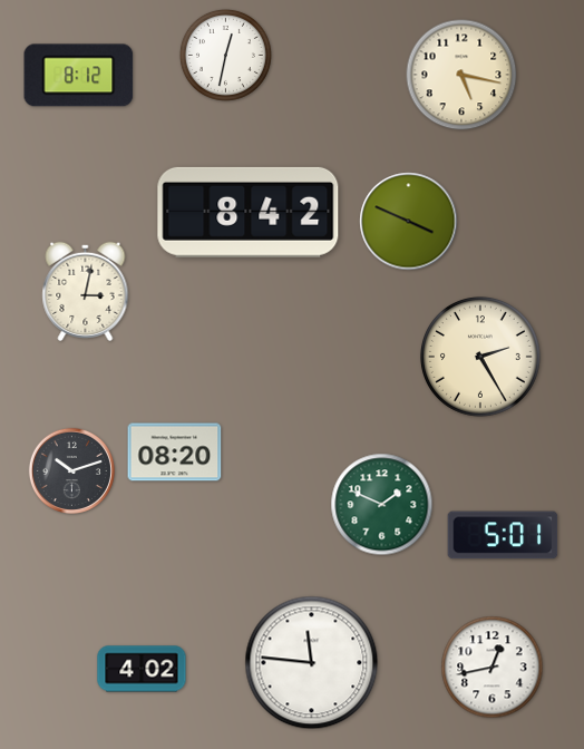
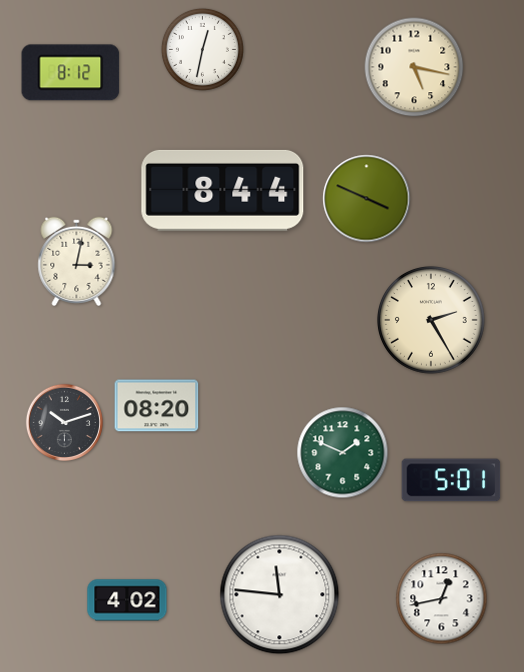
clock at (79, 76) position: (79, 76) -> (71, 73)
clock at (249, 212): 8:42 -> 8:44
